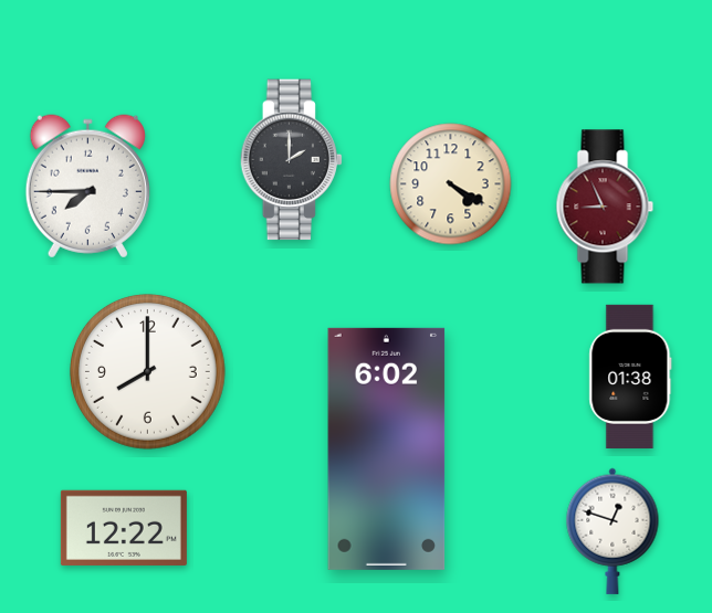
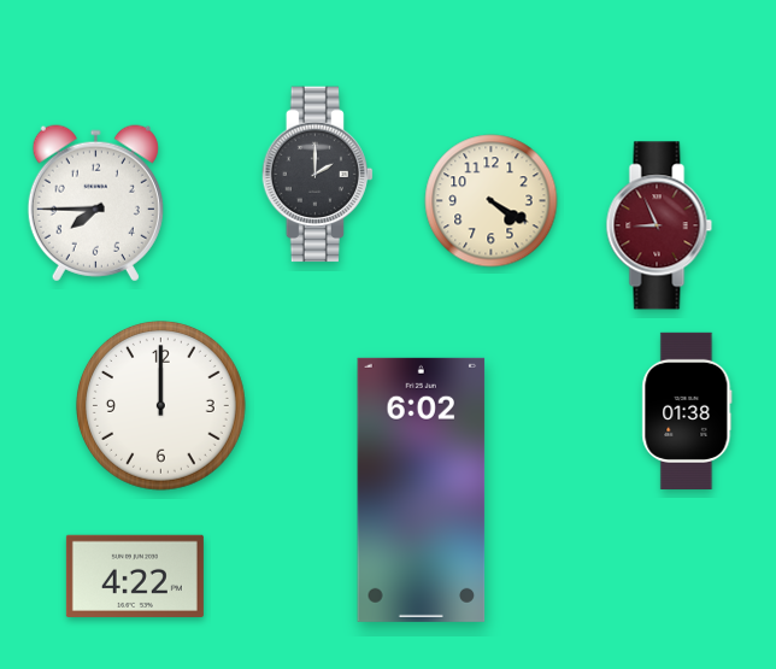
clock at (147, 371): 8:00 -> 12:00
clock at (124, 528): 12:22 -> 4:22
clock at (612, 531): 12:48 -> none
